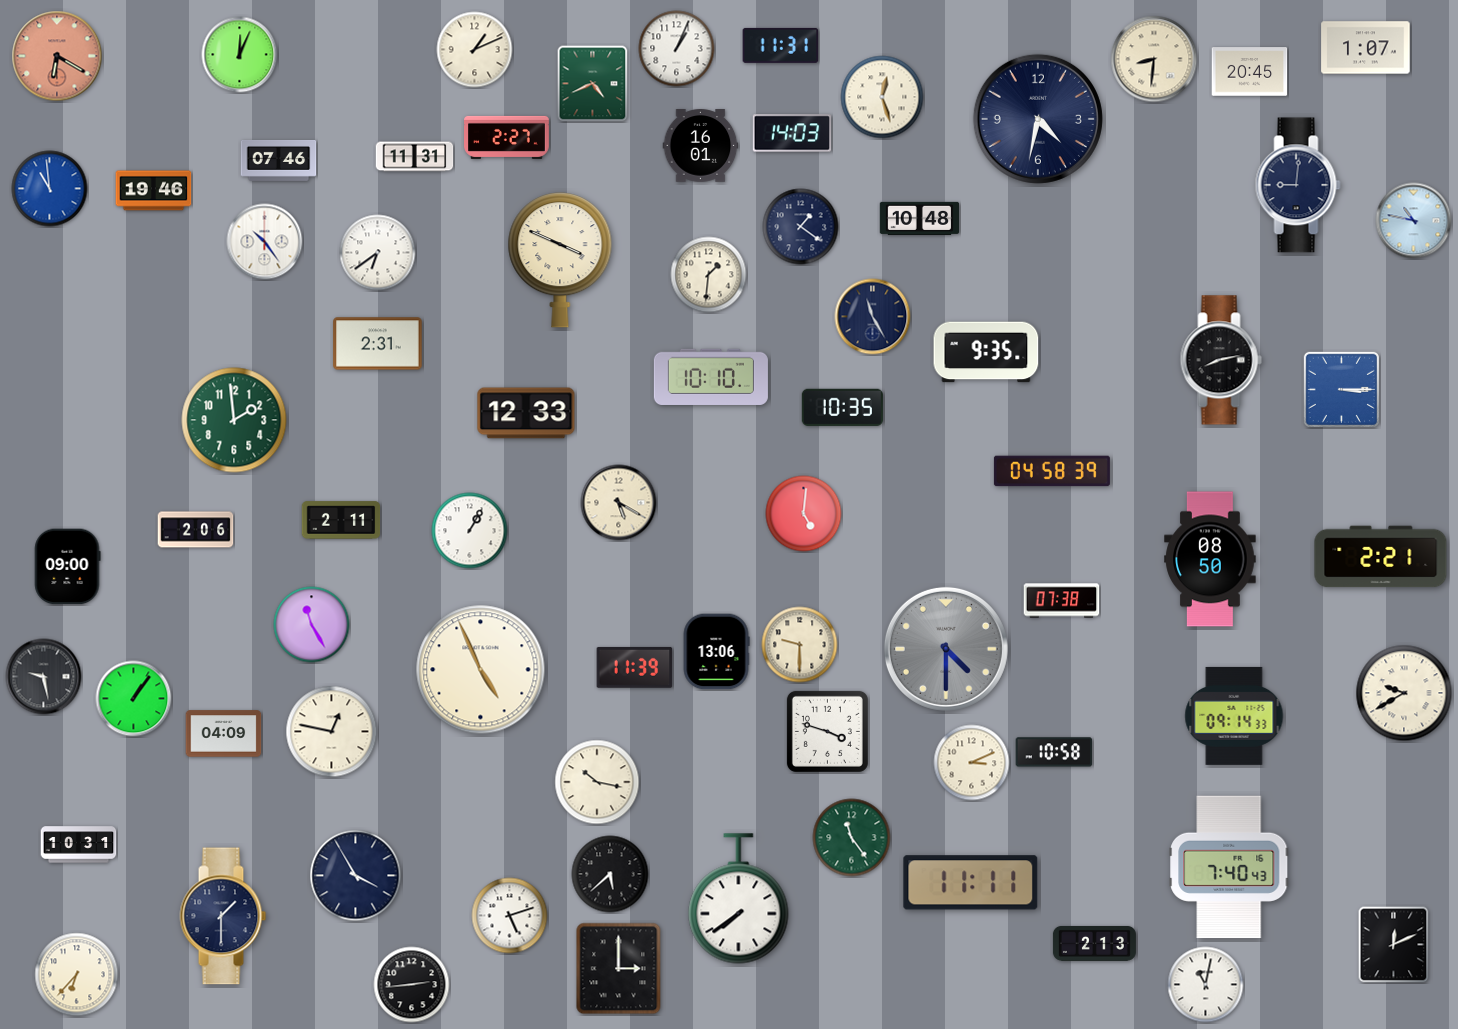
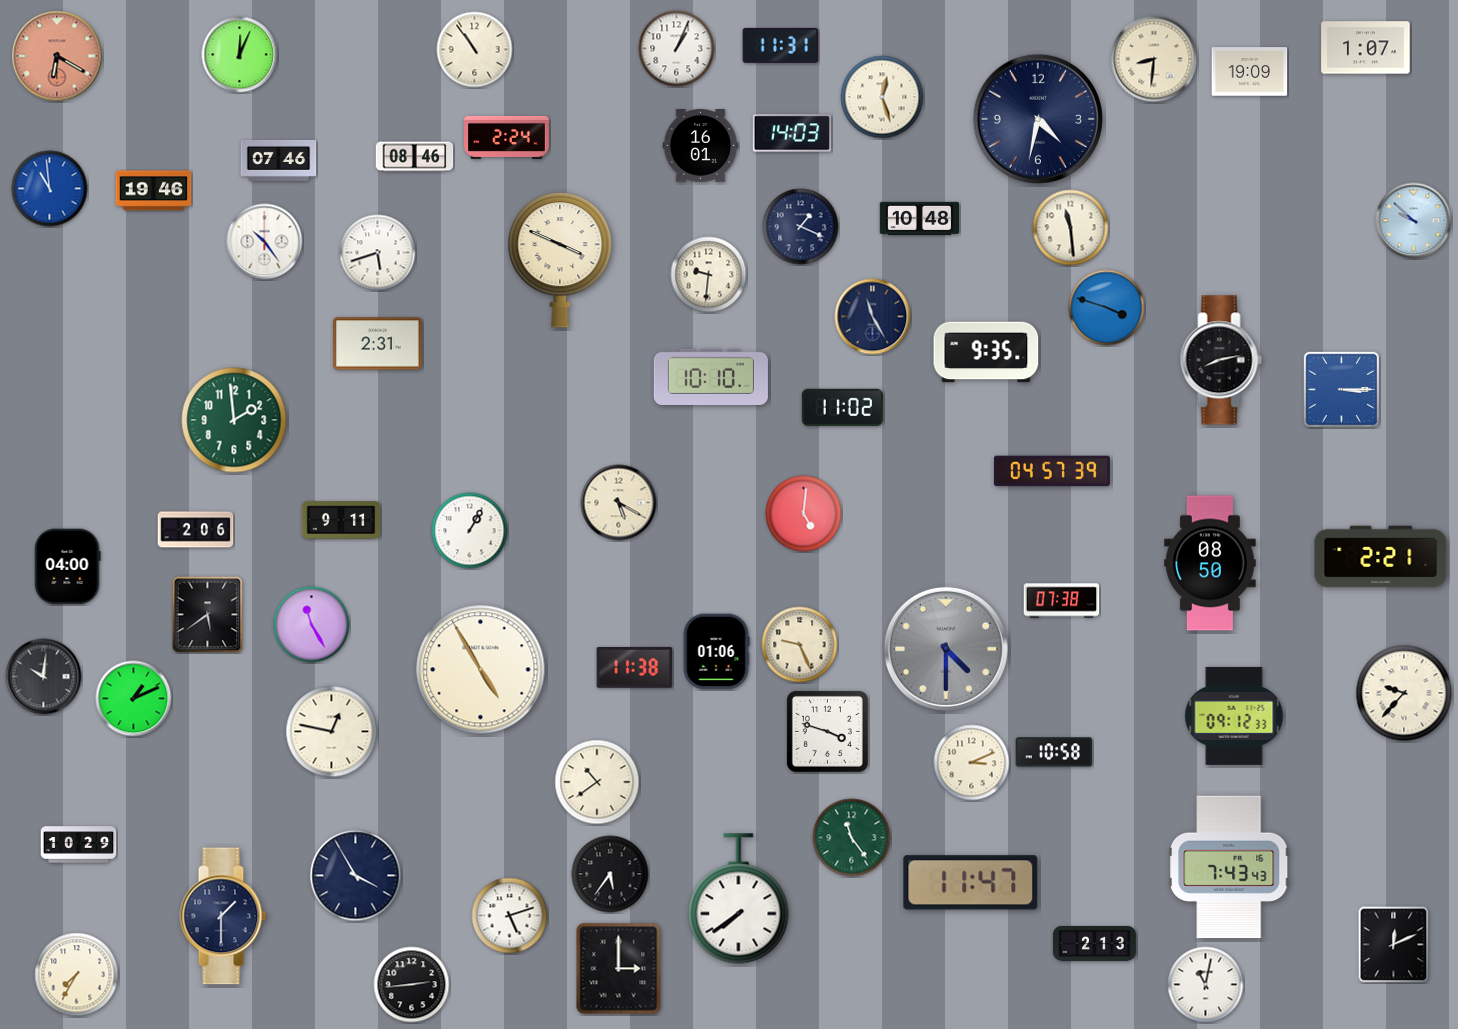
clock at (475, 50): 1:11 -> 10:54
clock at (1250, 72): 20:45 -> 19:09
clock at (593, 84): 4:41 -> none
clock at (507, 137): 2:27 -> 2:24
clock at (415, 157): 11:31 -> 08:46
clock at (1298, 185): 9:01 -> none
clock at (1414, 221): 10:47 -> 9:52
clock at (801, 227): 1:21 -> 1:19
clock at (1071, 228): none -> 11:29
clock at (378, 253): 6:39 -> 5:42
clock at (709, 275): 1:31 -> 9:31
clock at (1107, 308): none -> 3:48
clock at (842, 407): 10:35 -> 11:02
clock at (526, 413): 12:33 -> none
clock at (1052, 471): 04:58 -> 04:57
clock at (341, 520): 2:11 -> 9:11
clock at (1210, 559) position: (1210, 559) -> (1210, 563)
clock at (68, 567): 09:00 -> 04:00
clock at (208, 615): none -> 5:39
clock at (800, 645): 9:30 -> 9:26
clock at (716, 652): 13:06 -> 01:06
clock at (635, 668): 11:39 -> 11:38
clock at (481, 670): 4:56 -> 4:55
clock at (44, 677): 9:28 -> 10:01
clock at (1404, 693): 9:40 -> 9:37
clock at (134, 699): 1:06 -> 1:11
clock at (1234, 716): 09:14 -> 09:12
clock at (224, 734): 04:09 -> none
clock at (597, 782): 10:17 -> 10:39
clock at (79, 845): 10:31 -> 10:29
clock at (1229, 867): 7:40 -> 7:43
clock at (610, 874): 5:38 -> 5:36
clock at (971, 883): 11:11 -> 11:47
clock at (77, 975): 6:37 -> 7:35
